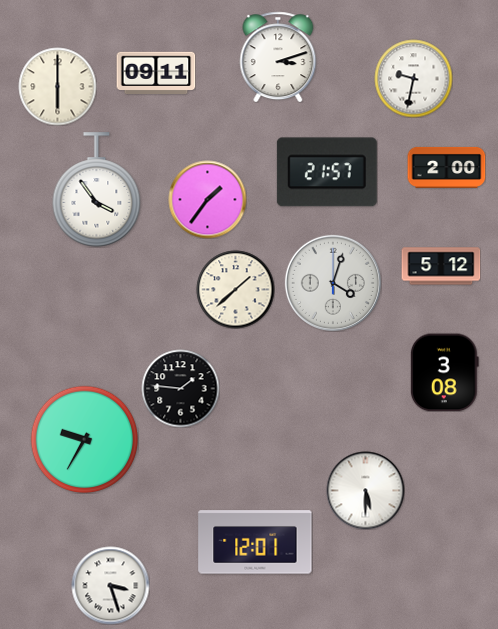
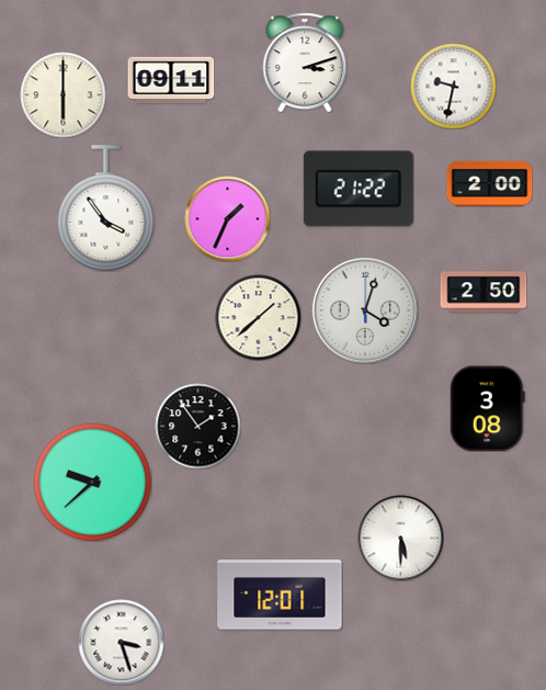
clock at (327, 172): 21:57 -> 21:22
clock at (207, 199): 1:36 -> 1:34
clock at (441, 266): 5:12 -> 2:50
clock at (180, 388): 1:46 -> 1:54
clock at (84, 439): 9:35 -> 9:38
